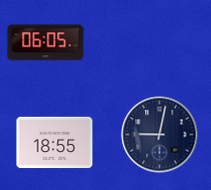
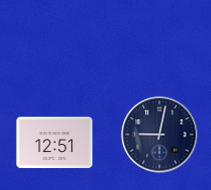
clock at (46, 43): 06:05 -> none
clock at (55, 143): 18:55 -> 12:51
